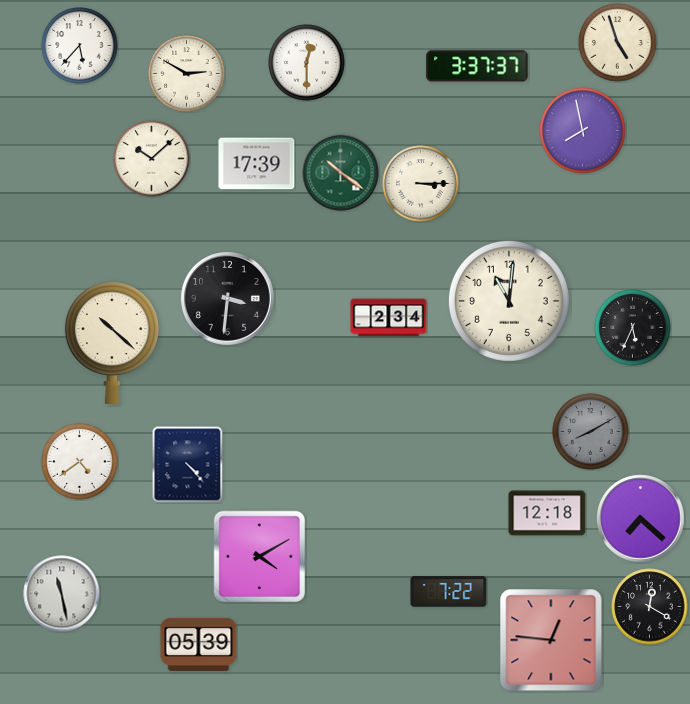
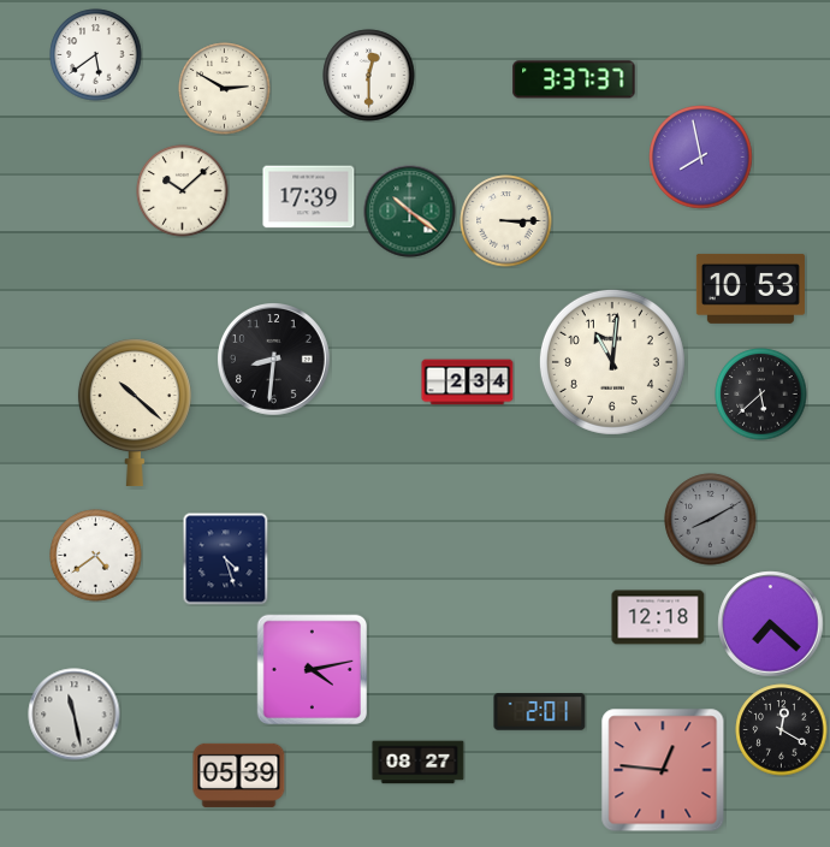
clock at (618, 43): 4:57 -> none
clock at (80, 46): 5:37 -> 5:39
clock at (341, 173) position: (341, 173) -> (410, 212)
clock at (751, 289): none -> 10:53
clock at (228, 299): 3:31 -> 8:31
clock at (633, 328): 5:34 -> 5:38
clock at (188, 464): 4:23 -> 4:27
clock at (259, 556): 4:10 -> 4:13
clock at (449, 592): 7:22 -> 2:01
clock at (419, 763): none -> 08:27
